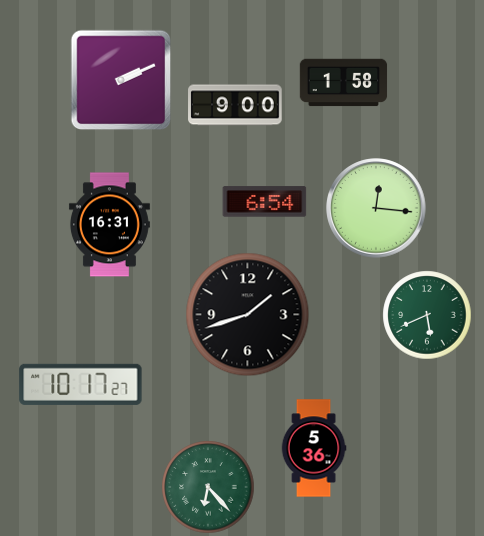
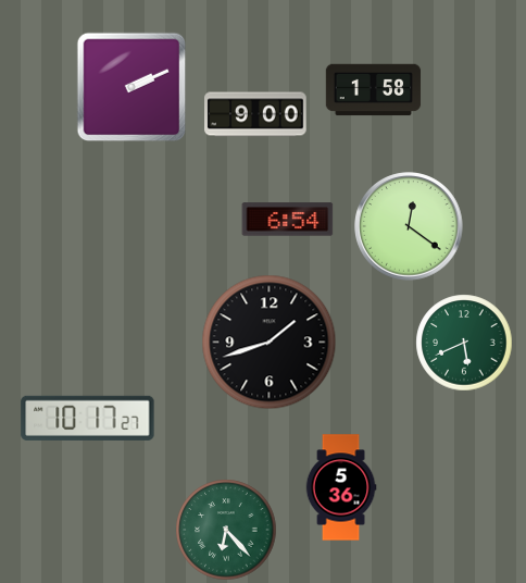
clock at (376, 208): 12:16 -> 12:21
clock at (109, 225): 16:31 -> none
